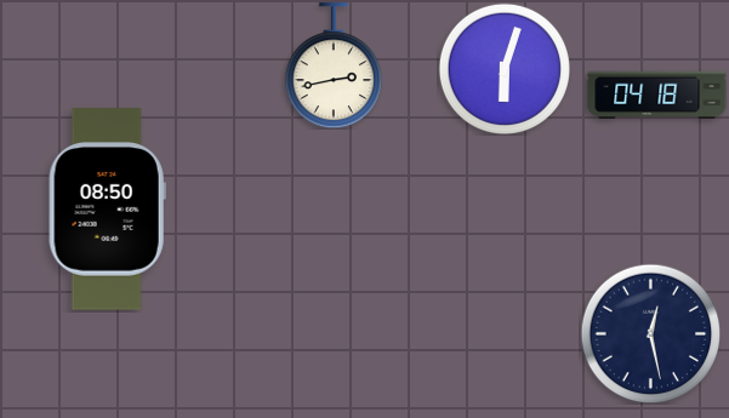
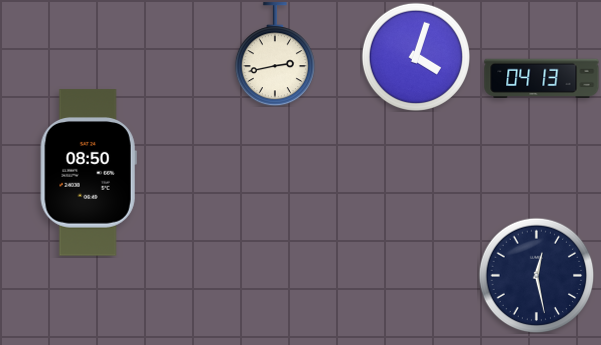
clock at (505, 69): 6:03 -> 4:03
clock at (657, 95): 04:18 -> 04:13
